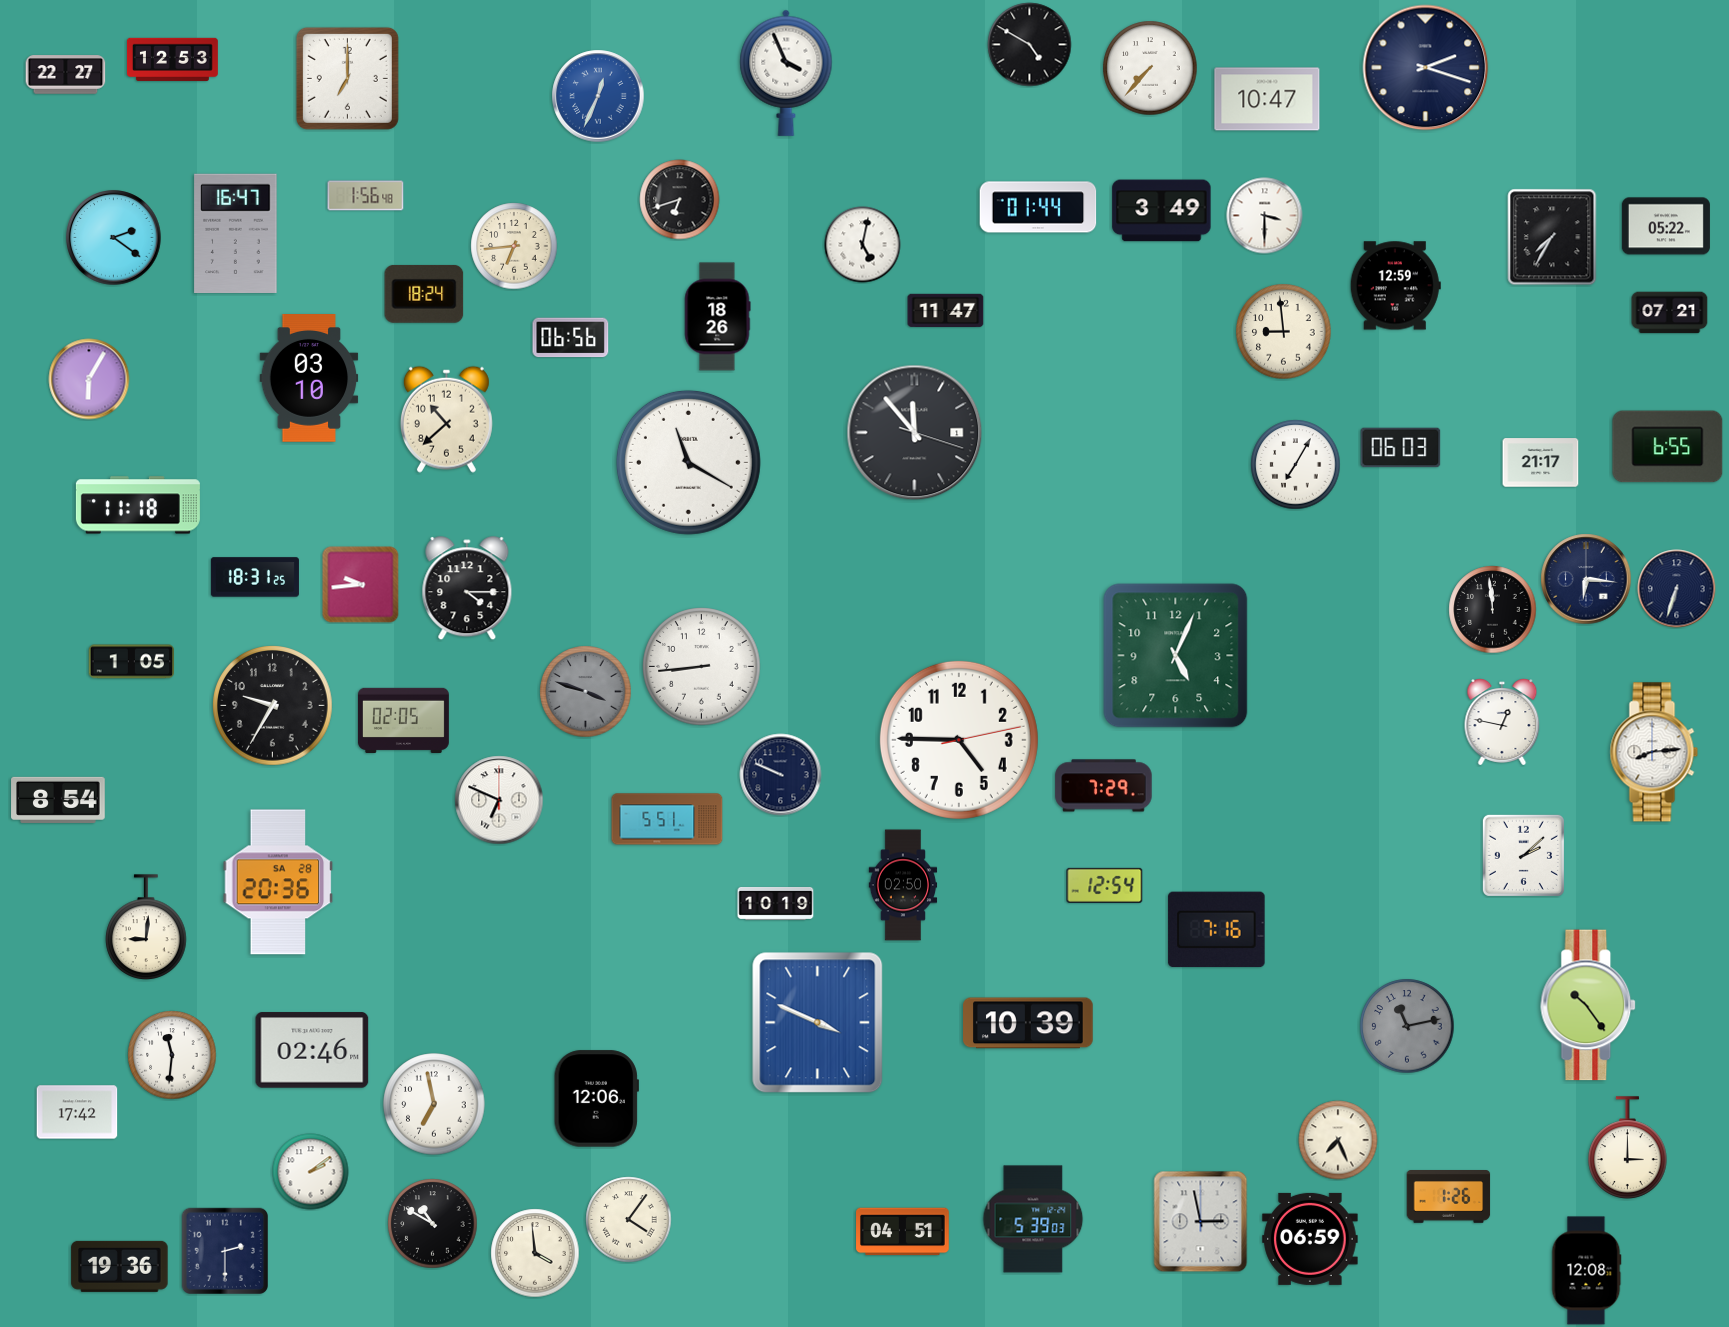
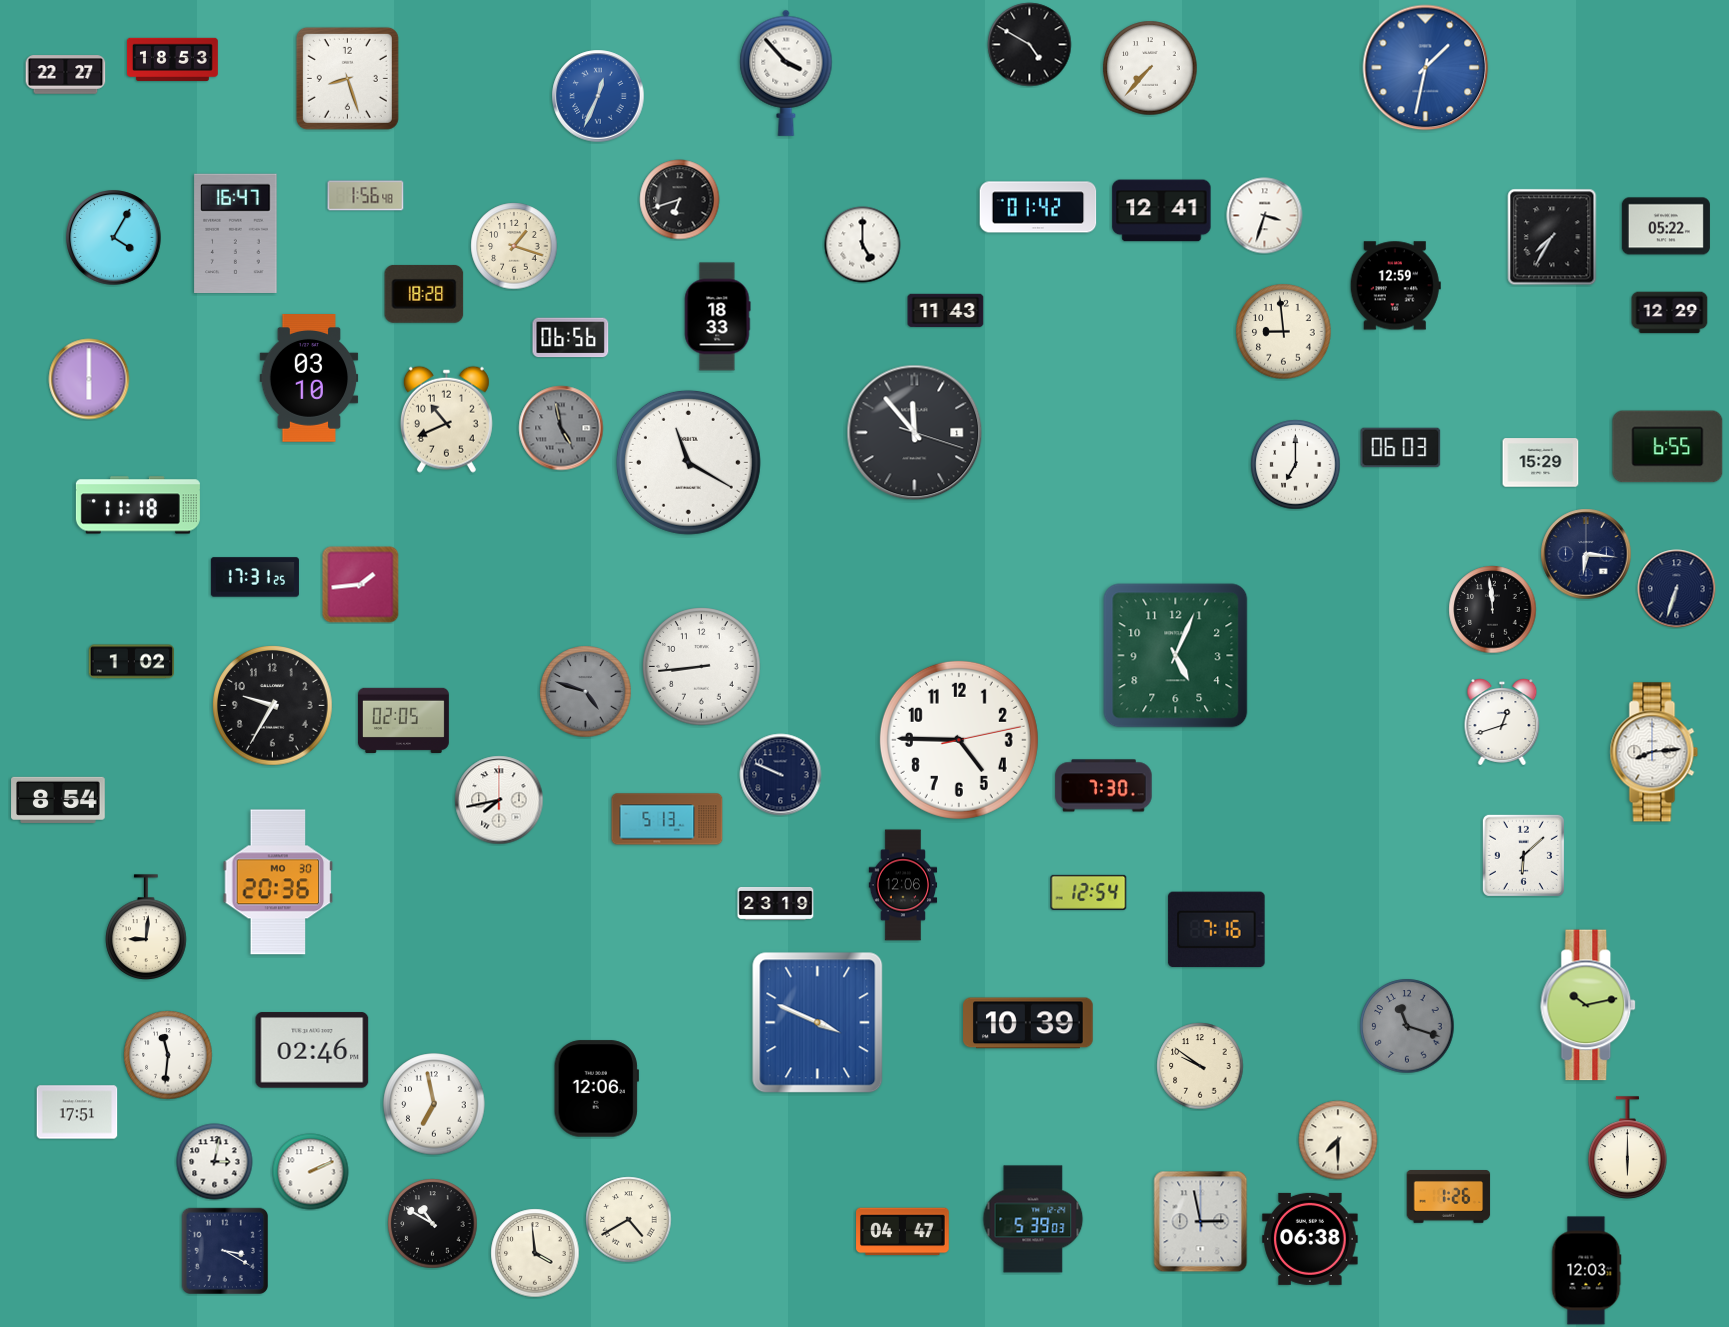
clock at (172, 59): 12:53 -> 18:53
clock at (1426, 68): 2:18 -> 1:32
clock at (1426, 68) dial: navy -> blue
clock at (786, 73): 3:56 -> 3:53
clock at (347, 78): 7:00 -> 8:27
clock at (1267, 99): 10:47 -> none
clock at (1038, 207): 01:44 -> 01:42
clock at (1162, 211): 3:49 -> 12:41
clock at (1265, 216): 3:30 -> 3:33
clock at (114, 238): 2:21 -> 4:05
clock at (863, 245): 5:02 -> 5:00
clock at (514, 246): 6:44 -> 1:18
clock at (424, 294): 18:24 -> 18:28
clock at (946, 311): 11:47 -> 11:43
clock at (1670, 313): 07:21 -> 12:29
clock at (717, 317): 18:26 -> 18:33
clock at (89, 379): 6:05 -> 6:00
clock at (446, 419): 10:38 -> 10:41
clock at (561, 428): none -> 4:58
clock at (1541, 463): 21:17 -> 15:29
clock at (1296, 465): 7:05 -> 7:00
clock at (255, 577): 18:31 -> 17:31
clock at (1586, 579) position: (1586, 579) -> (1586, 554)
clock at (361, 585): 9:44 -> 1:44
clock at (467, 589): 4:15 -> none
clock at (131, 662): 1:05 -> 1:02
clock at (586, 692): 3:48 -> 4:48
clock at (1502, 722): 12:47 -> 12:42
clock at (1104, 786): 7:29 -> 7:30
clock at (499, 800): 6:49 -> 7:43
clock at (667, 819): 5:51 -> 5:13
clock at (1523, 855): 2:08 -> 6:08
clock at (278, 882) date: SA 28 -> MO 30
clock at (903, 885): 02:50 -> 12:06
clock at (1105, 885) position: (1105, 885) -> (1089, 892)
clock at (776, 903): 10:19 -> 23:19
clock at (1589, 1005): 10:24 -> 10:13
clock at (1407, 1026): 11:13 -> 11:18
clock at (172, 1055) position: (172, 1055) -> (168, 1055)
clock at (1200, 1066): none -> 9:51
clock at (596, 1099) position: (596, 1099) -> (596, 1089)
clock at (77, 1112): 17:42 -> 17:51
clock at (1338, 1140): 7:26 -> 7:30
clock at (1628, 1148): 3:00 -> 6:00
clock at (215, 1162): none -> 3:02
clock at (311, 1172): 2:09 -> 2:11
clock at (629, 1220): 4:06 -> 4:40
clock at (903, 1232): 04:51 -> 04:47
clock at (1310, 1239): 06:59 -> 06:38
clock at (224, 1250): 2:30 -> 3:20
clock at (120, 1266): 19:36 -> none
clock at (1587, 1271): 12:08 -> 12:03
